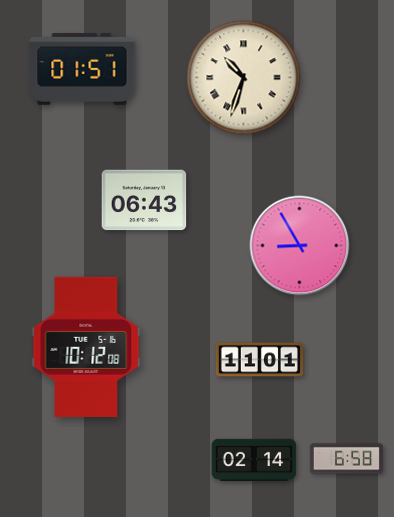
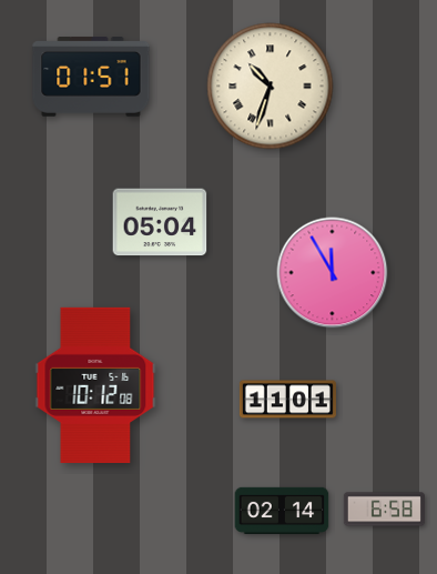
clock at (144, 200): 06:43 -> 05:04
clock at (300, 246): 8:55 -> 11:55
